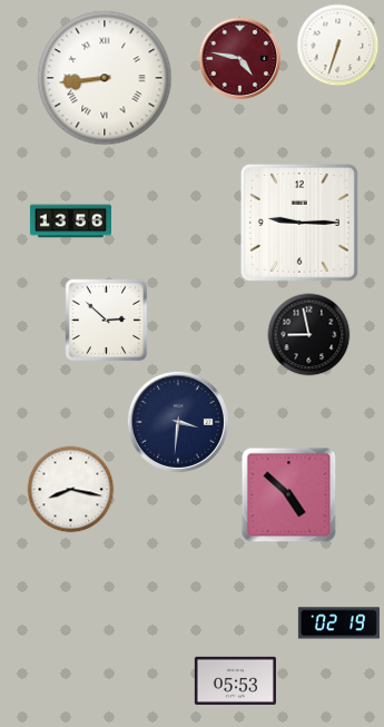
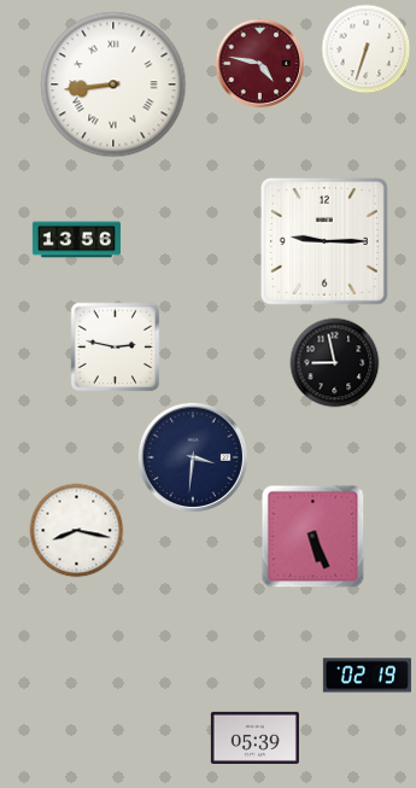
clock at (107, 321): 2:52 -> 2:47
clock at (289, 495): 4:52 -> 5:26
clock at (235, 680): 05:53 -> 05:39
